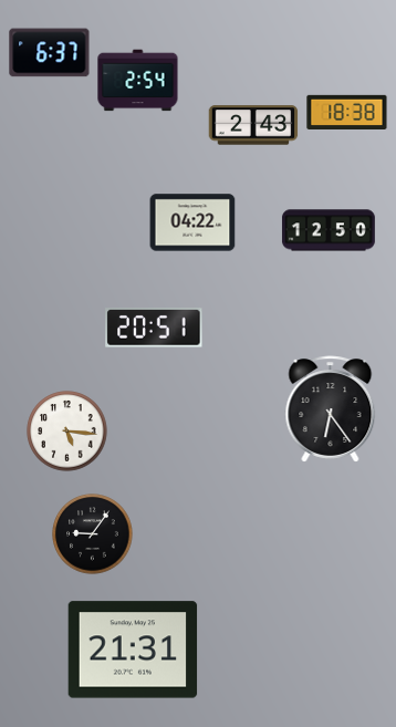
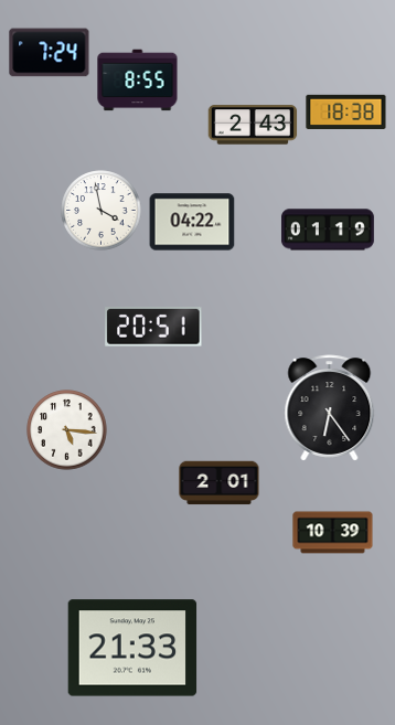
clock at (50, 53): 6:37 -> 7:24
clock at (138, 81): 2:54 -> 8:55
clock at (102, 211): none -> 3:58
clock at (329, 230): 12:50 -> 01:19
clock at (220, 483): none -> 2:01
clock at (93, 534): 9:06 -> none
clock at (333, 533): none -> 10:39
clock at (133, 650): 21:31 -> 21:33
